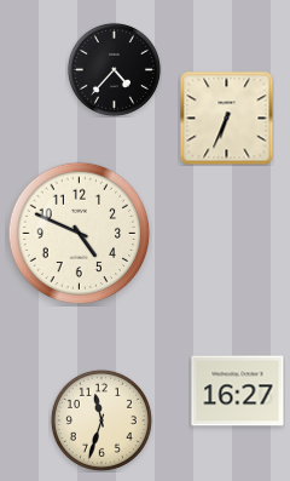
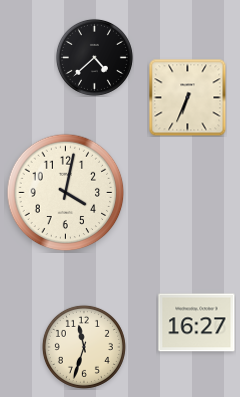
clock at (114, 69): 4:37 -> 4:38
clock at (80, 234): 4:49 -> 4:02
